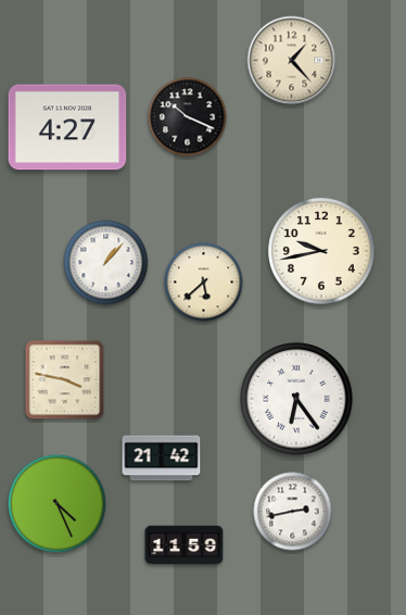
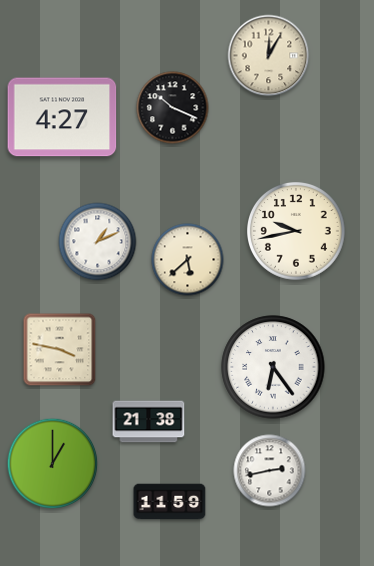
clock at (292, 61): 1:23 -> 12:05
clock at (106, 263): 1:07 -> 1:11
clock at (162, 459): 21:42 -> 21:38
clock at (58, 504): 4:26 -> 1:00
